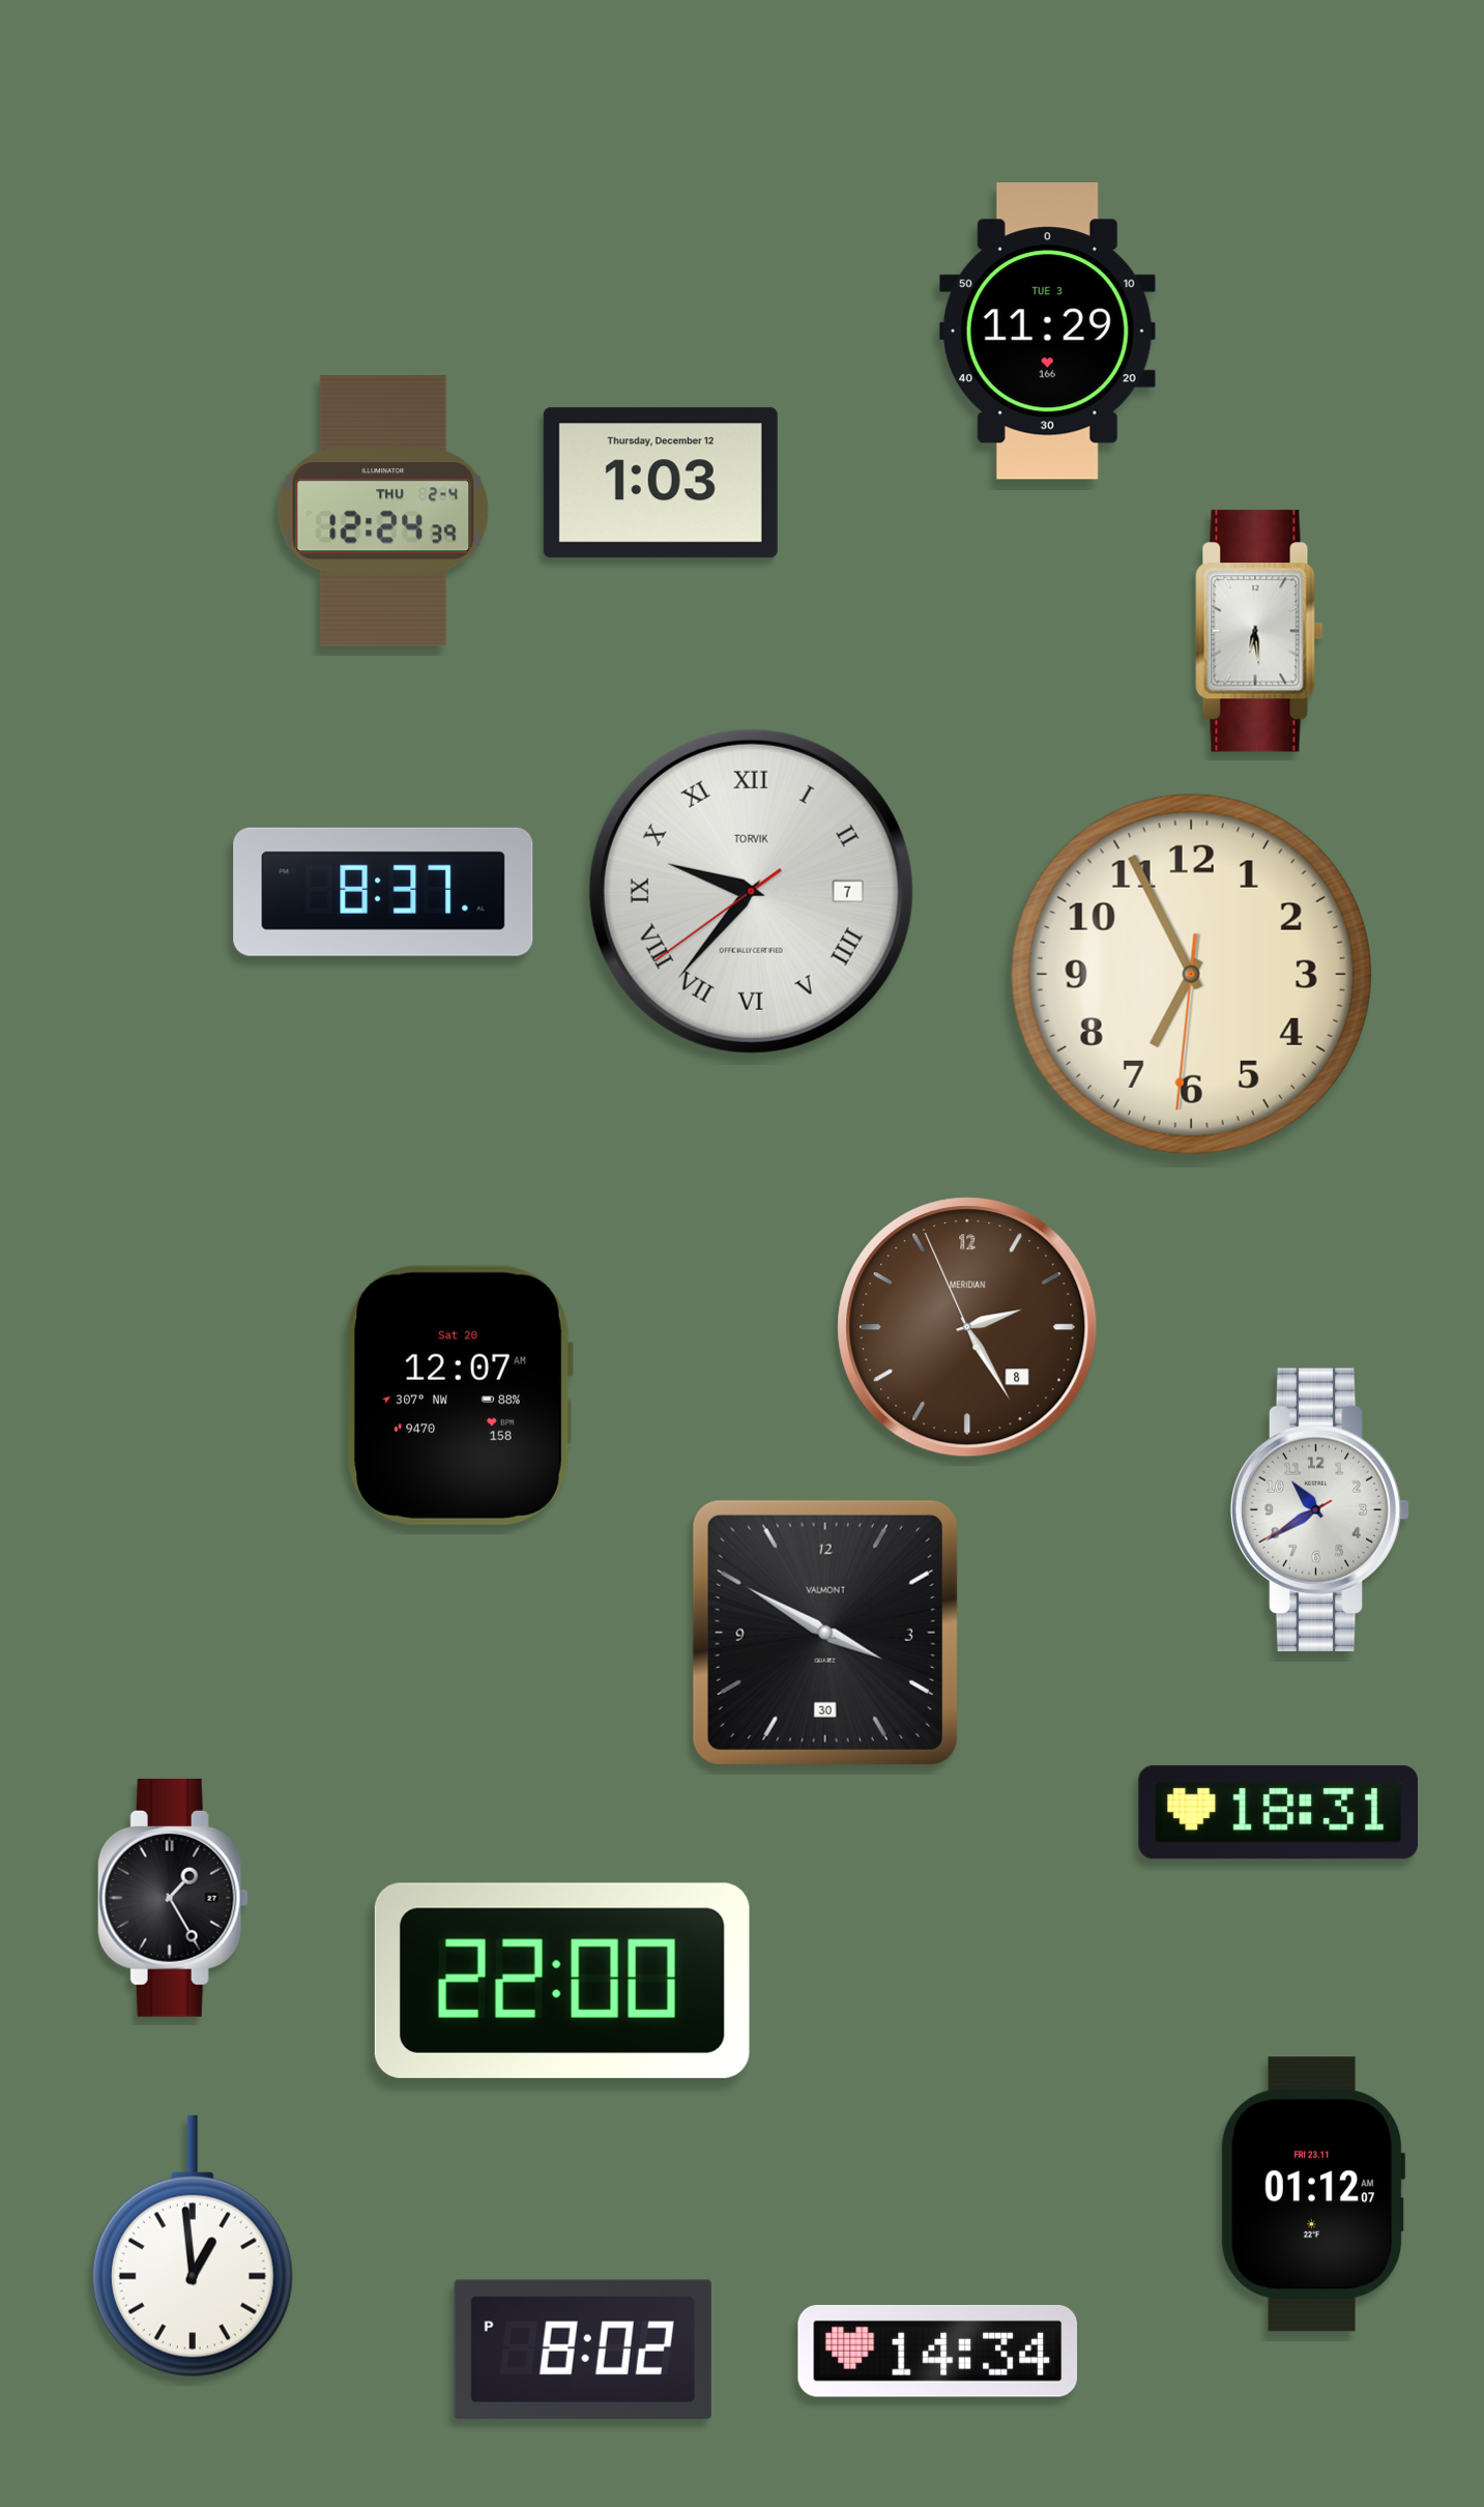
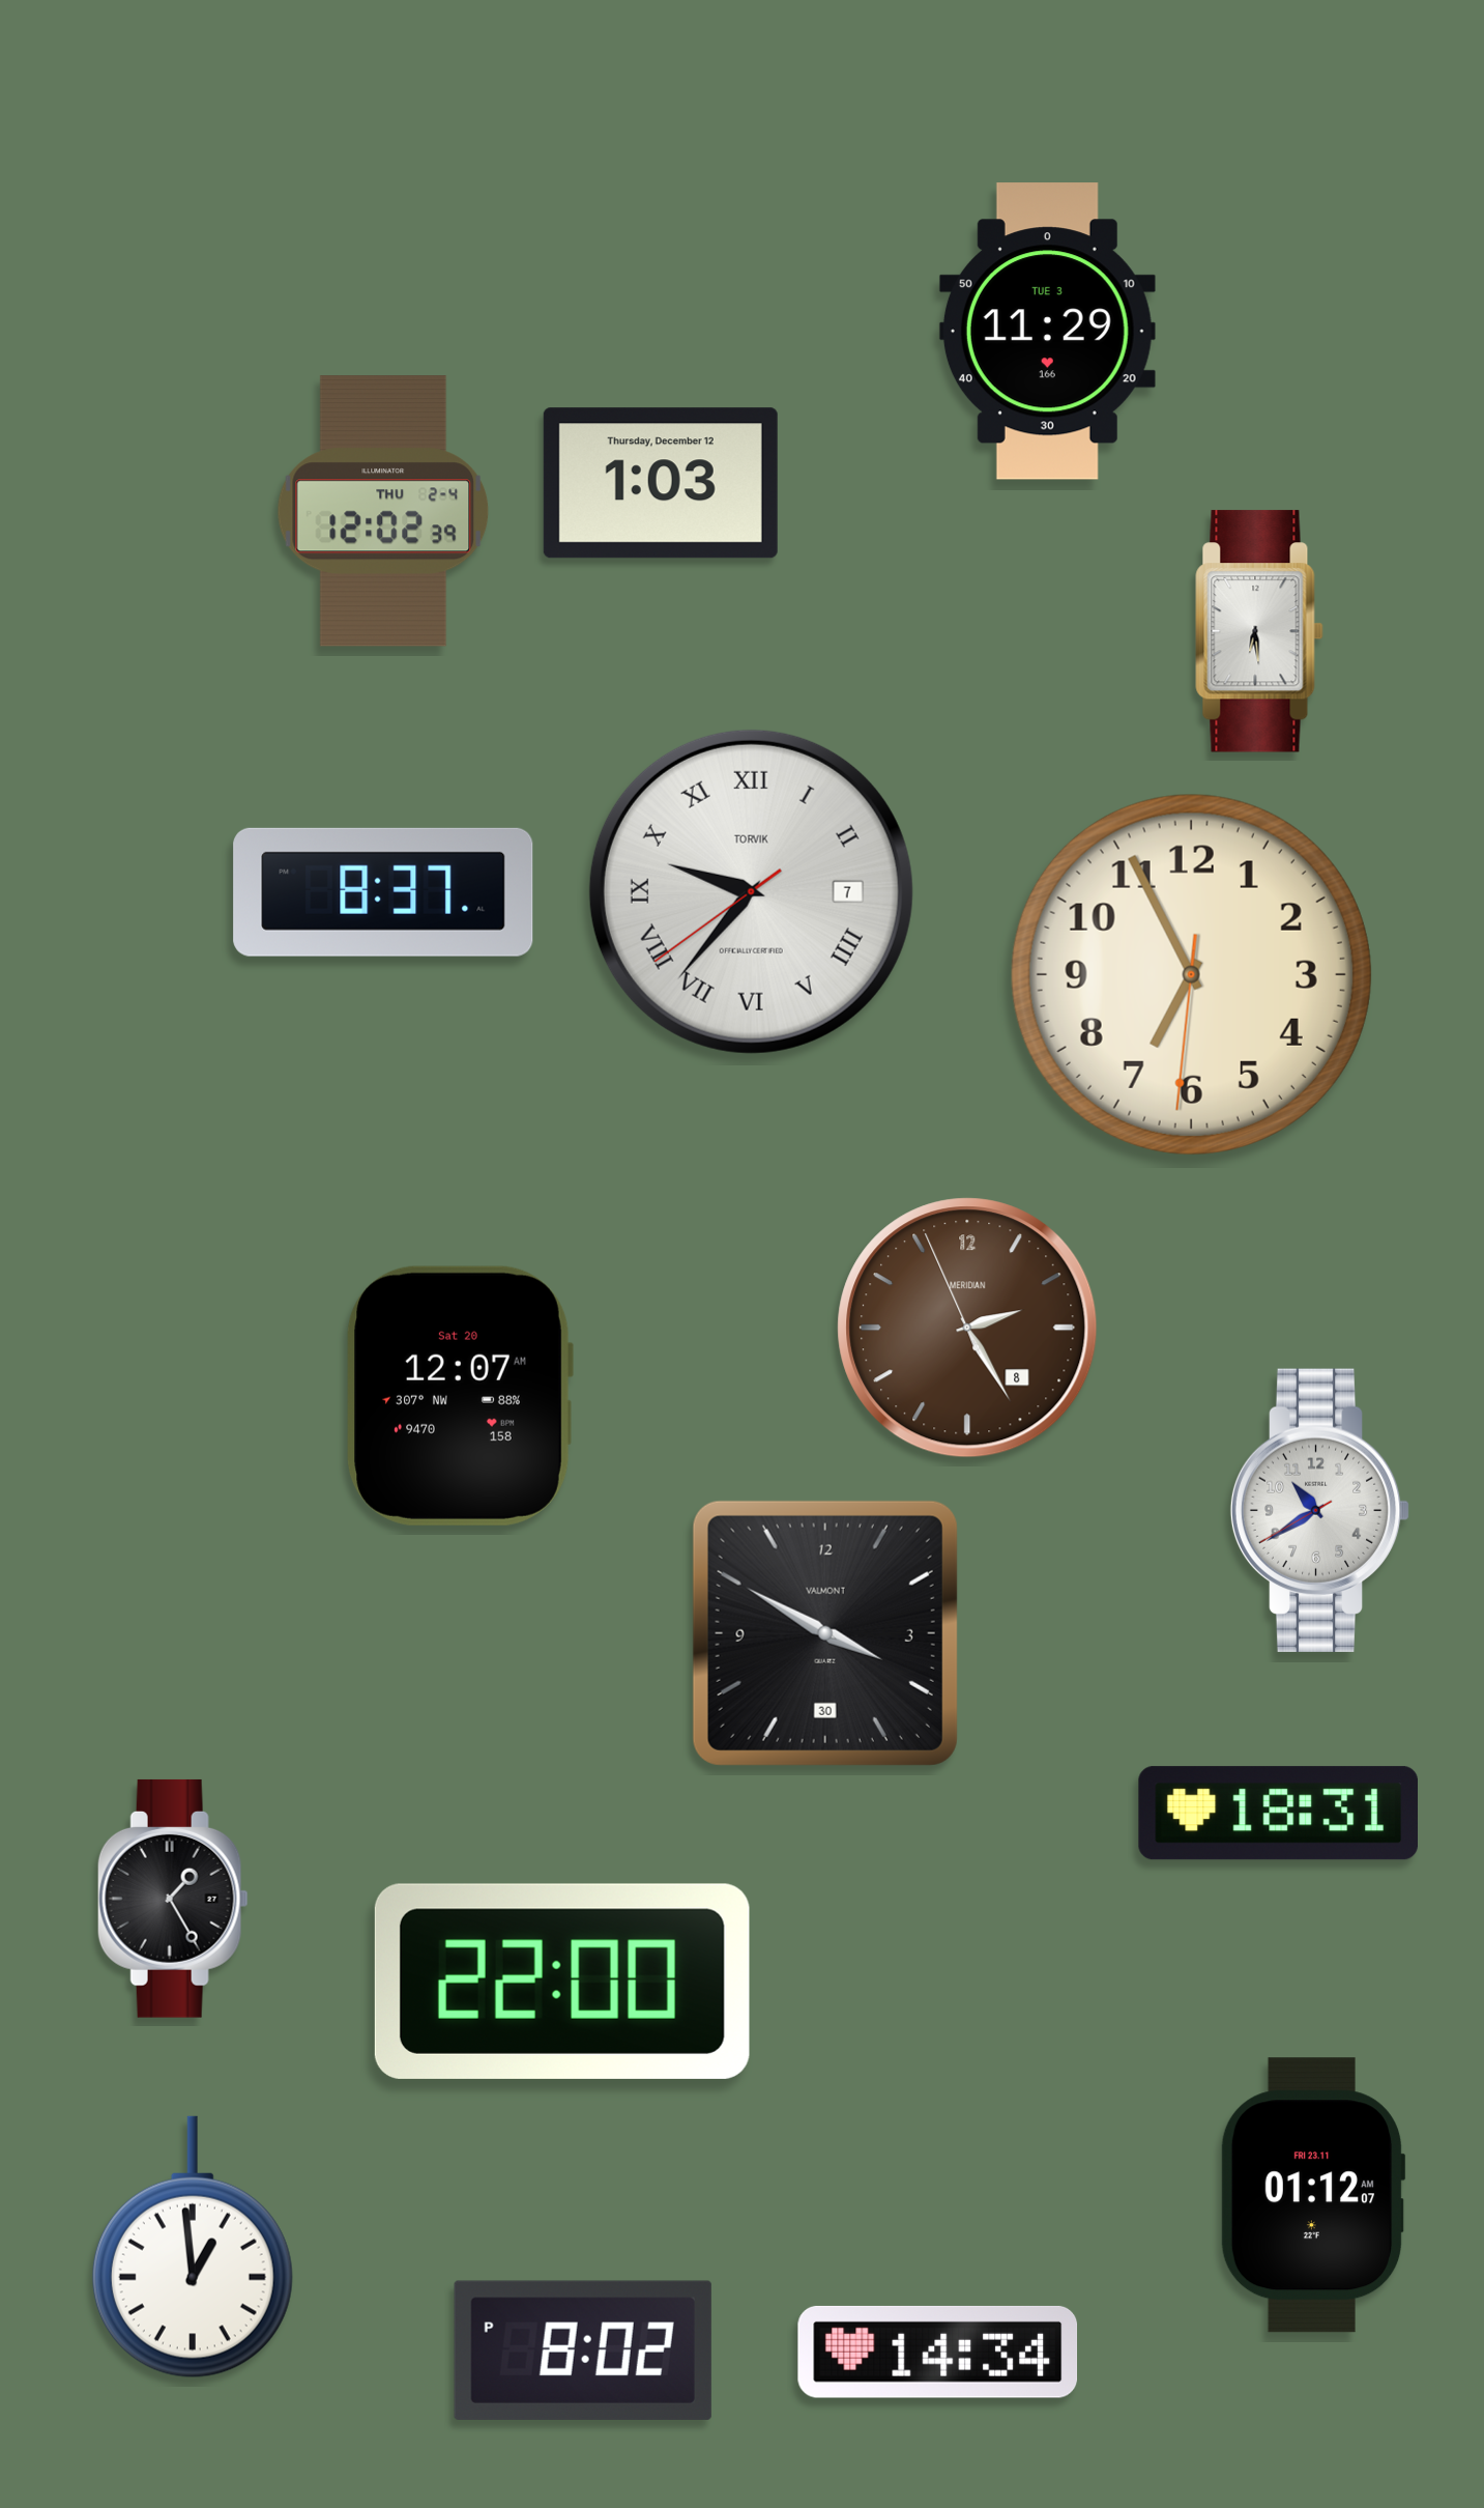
clock at (383, 511): 12:24 -> 12:02
